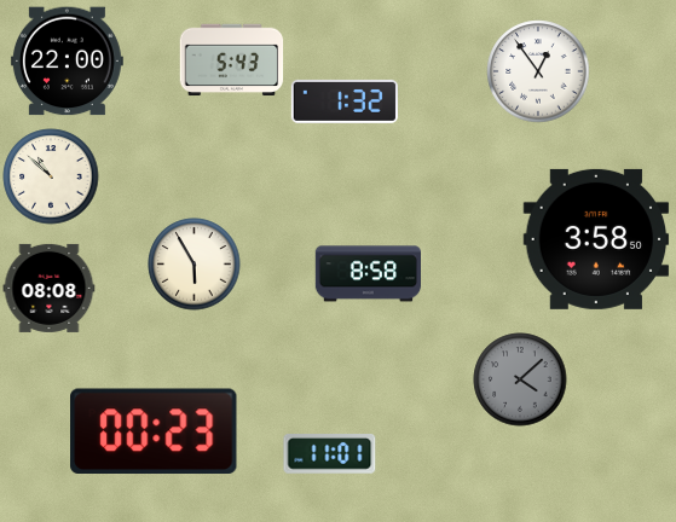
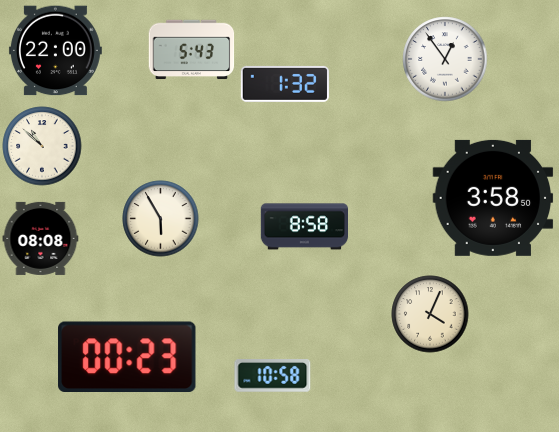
clock at (520, 379): 4:08 -> 4:04
clock at (520, 379) dial: grey -> cream
clock at (330, 454): 11:01 -> 10:58
